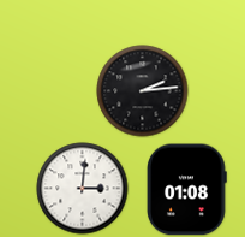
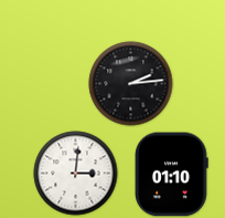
clock at (187, 190): 01:08 -> 01:10
